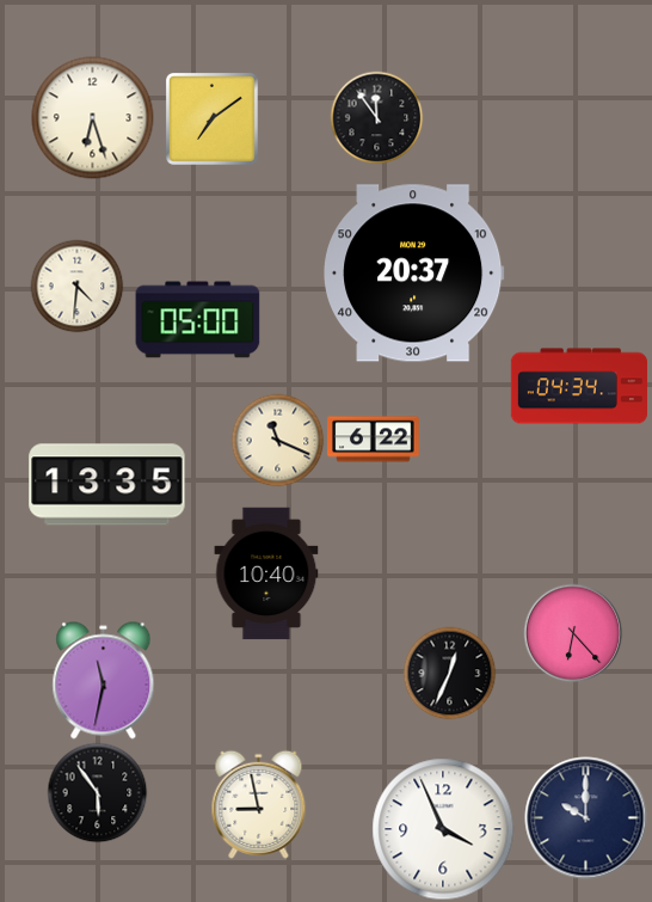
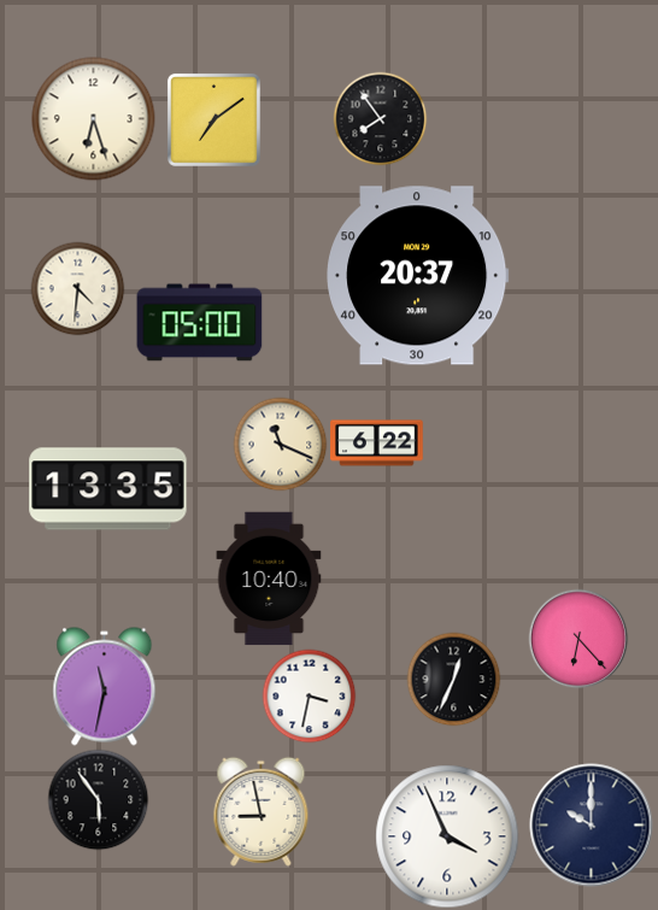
clock at (376, 117): 11:54 -> 7:54
clock at (578, 386): 04:34 -> none
clock at (309, 695): none -> 3:32
